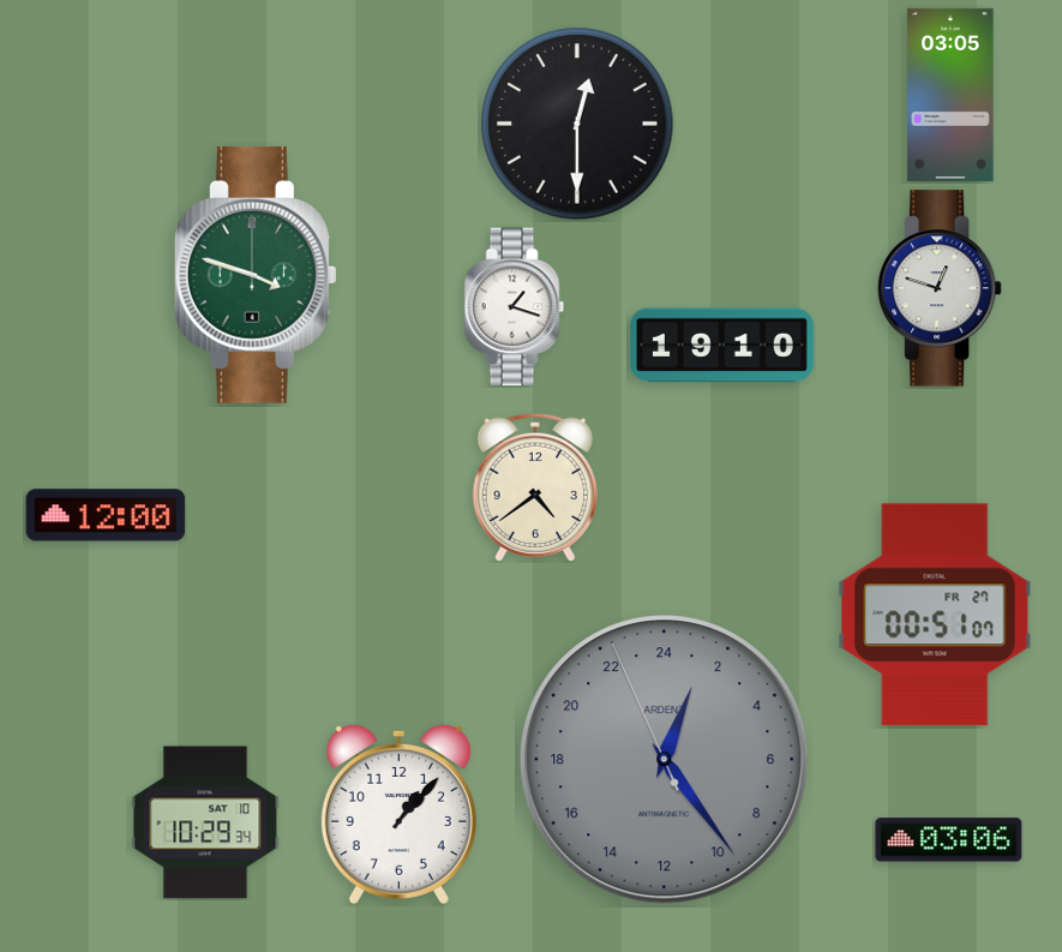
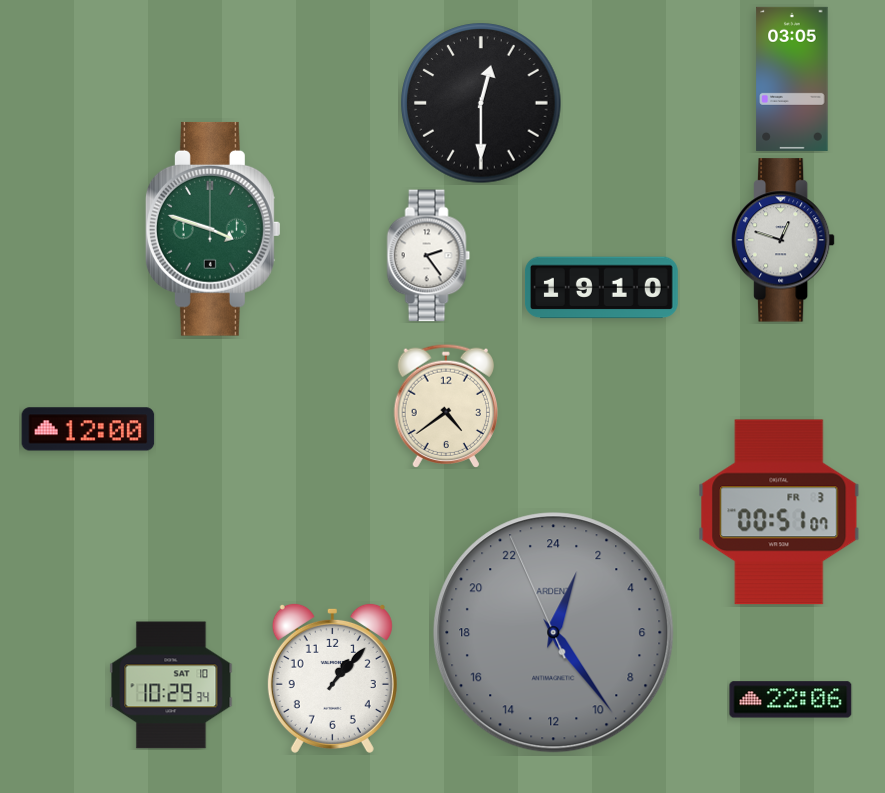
clock at (515, 307): 1:18 -> 2:24
clock at (935, 615) date: FR 27 -> FR 3
clock at (949, 840): 03:06 -> 22:06
